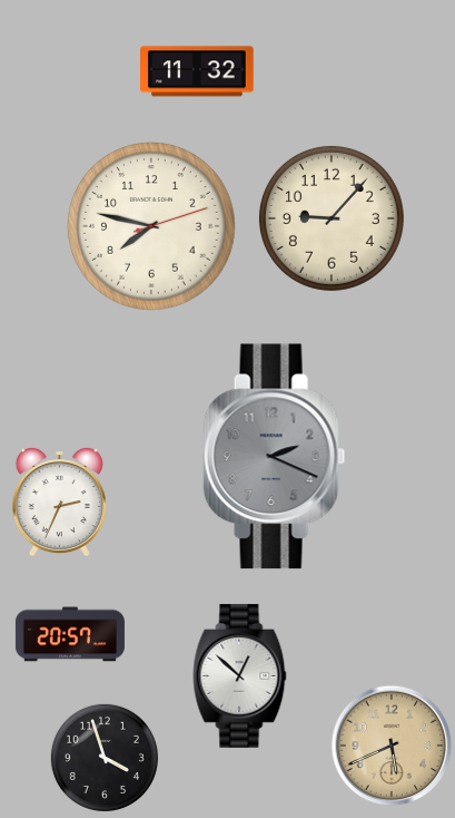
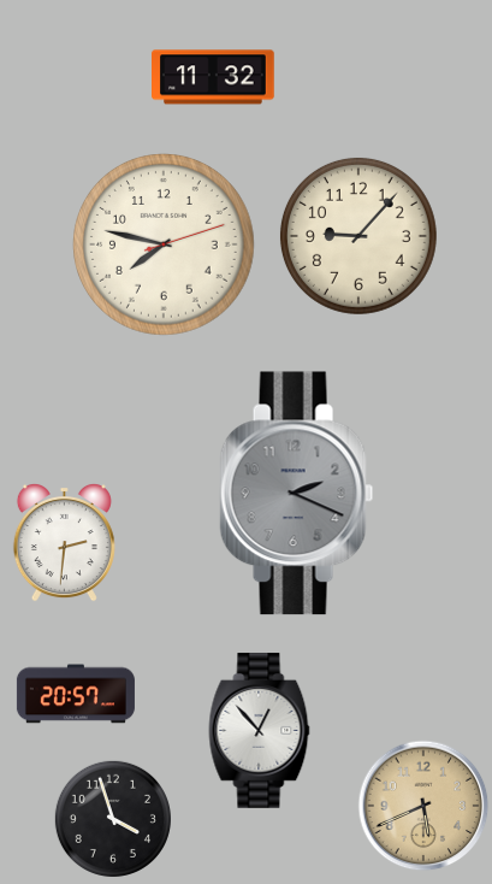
clock at (59, 501): 2:34 -> 2:31
clock at (70, 634) position: (70, 634) -> (76, 694)
clock at (240, 675): 12:52 -> 12:53
